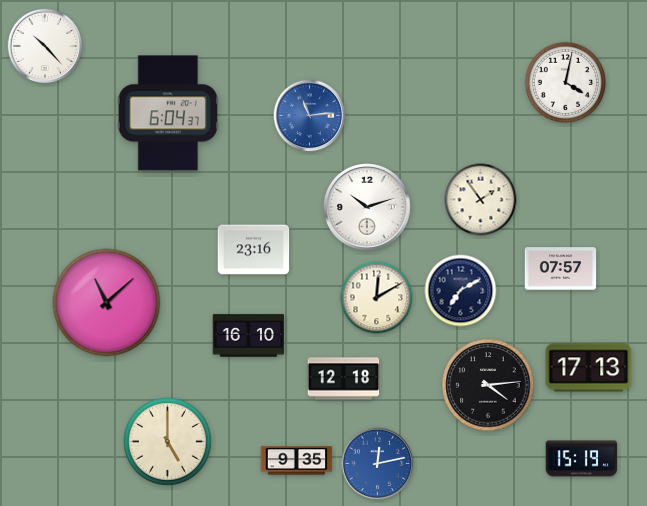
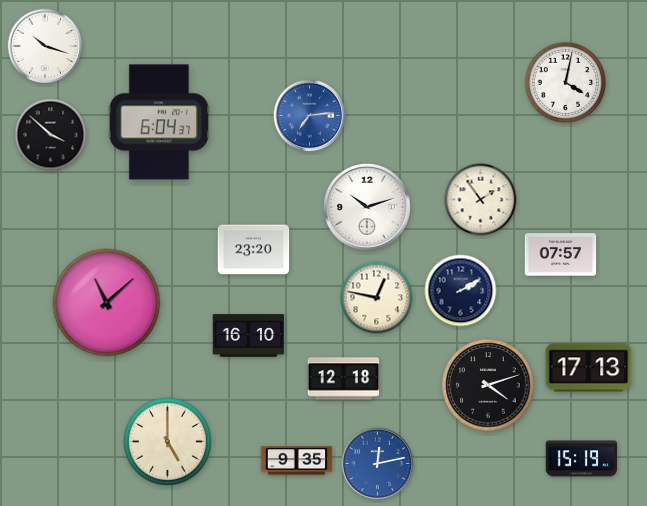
clock at (45, 46): 10:23 -> 10:18
clock at (168, 113) position: (168, 113) -> (159, 122)
clock at (310, 116): 11:14 -> 7:14
clock at (51, 135): none -> 3:52
clock at (254, 250): 23:16 -> 23:20
clock at (561, 269) position: (561, 269) -> (561, 255)
clock at (461, 291): 7:10 -> 2:10
clock at (377, 298): 12:10 -> 12:47
clock at (488, 385): 4:14 -> 4:12
